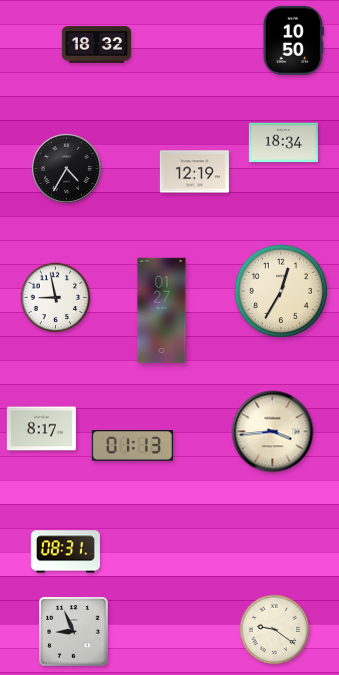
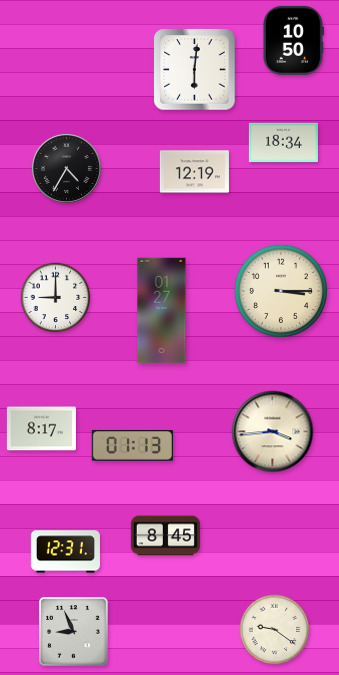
clock at (96, 45): 18:32 -> none
clock at (195, 70): none -> 6:01
clock at (281, 291): 12:35 -> 3:15
clock at (56, 298): 8:58 -> 9:00
clock at (165, 536): none -> 8:45
clock at (65, 552): 08:31 -> 12:31
